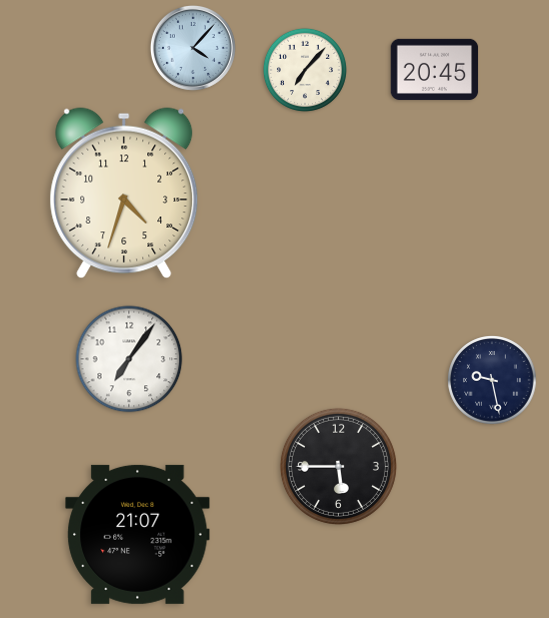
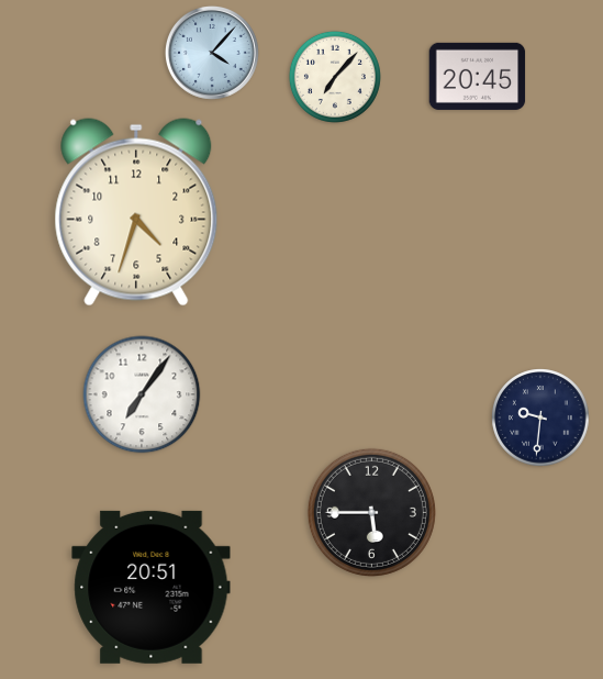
clock at (492, 380): 9:28 -> 9:31
clock at (138, 534): 21:07 -> 20:51
